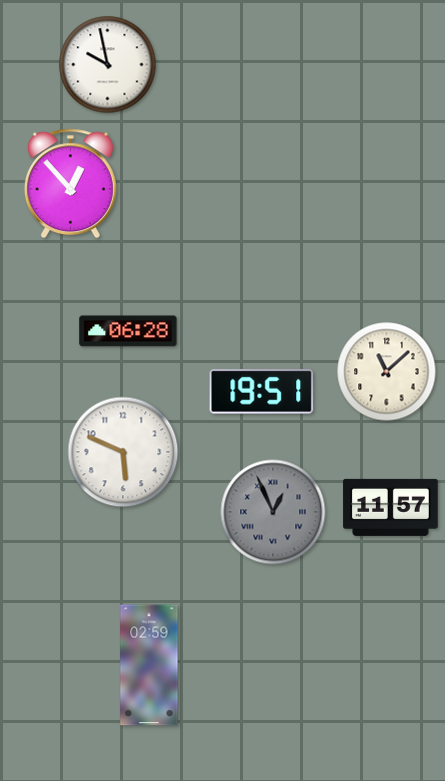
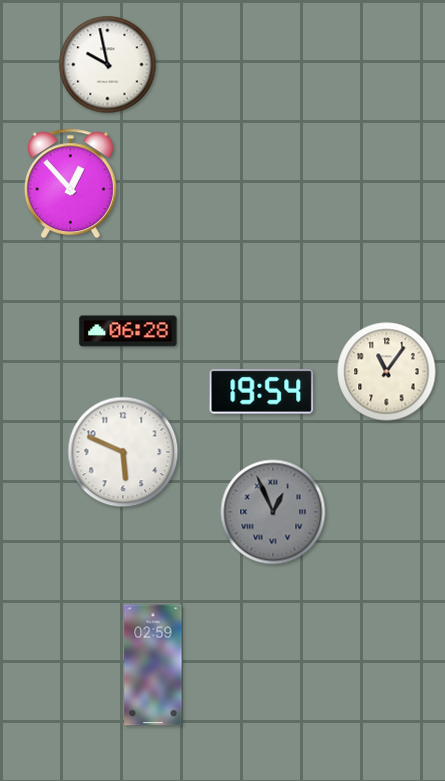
clock at (387, 372): 11:08 -> 11:06
clock at (262, 391): 19:51 -> 19:54
clock at (391, 507): 11:57 -> none
clock at (149, 665) position: (149, 665) -> (153, 665)
